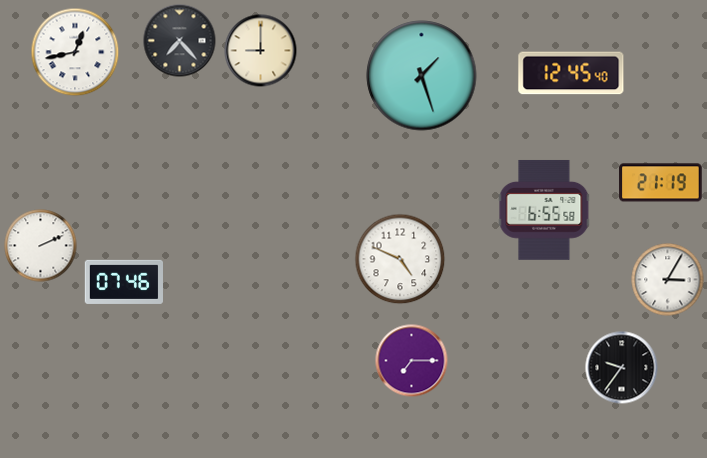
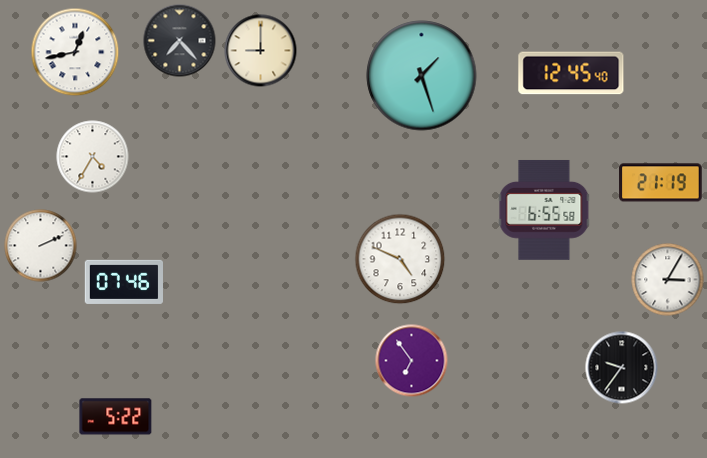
clock at (93, 157): none -> 4:35
clock at (412, 361): 7:15 -> 6:54
clock at (116, 417): none -> 5:22
